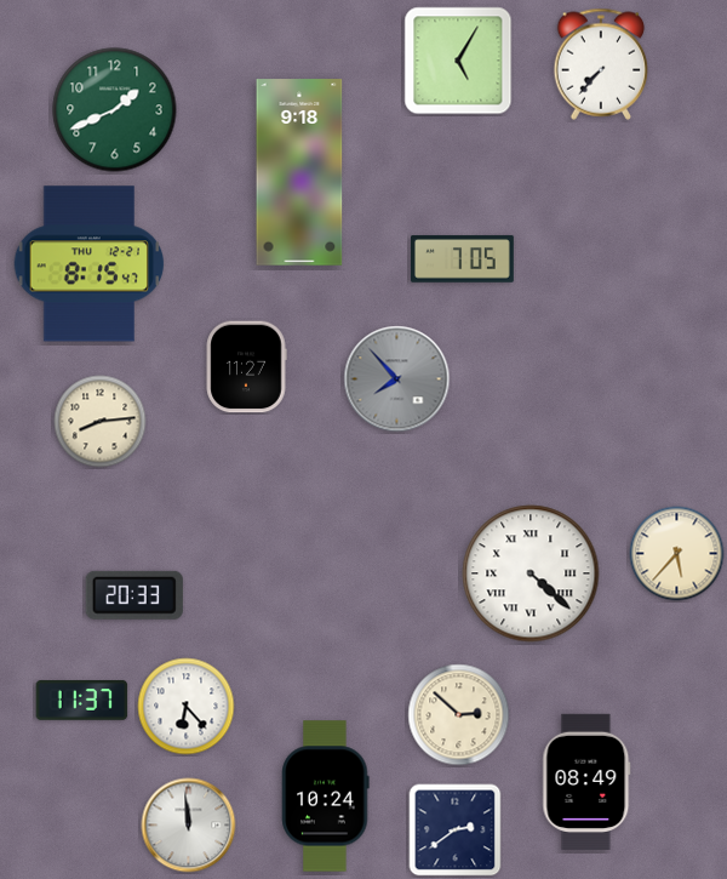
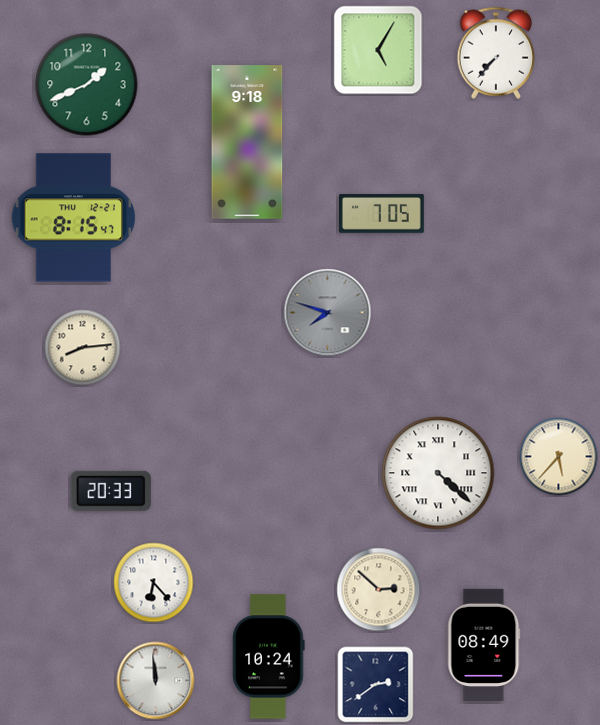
clock at (115, 110) position: (115, 110) -> (87, 85)
clock at (246, 367): 11:27 -> none
clock at (397, 379): 7:53 -> 7:48
clock at (82, 701): 11:37 -> none
